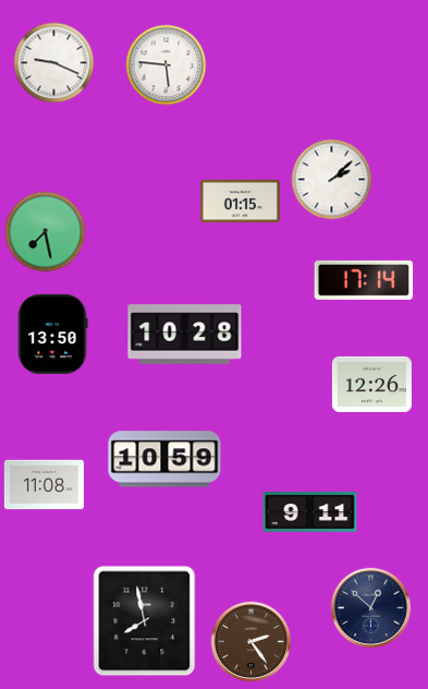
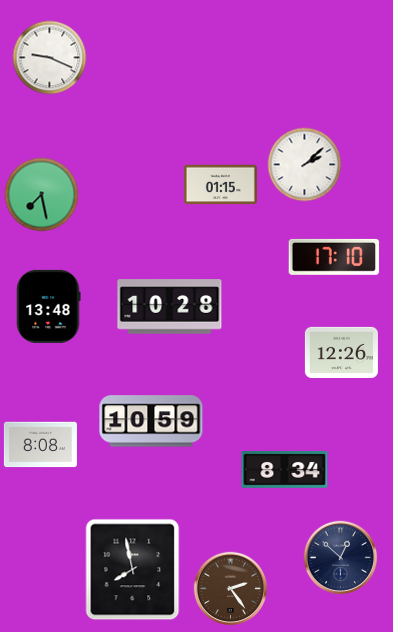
clock at (167, 65): 5:46 -> none
clock at (46, 232) position: (46, 232) -> (42, 195)
clock at (364, 280): 17:14 -> 17:10
clock at (53, 334): 13:50 -> 13:48
clock at (44, 485): 11:08 -> 8:08
clock at (310, 512): 9:11 -> 8:34
